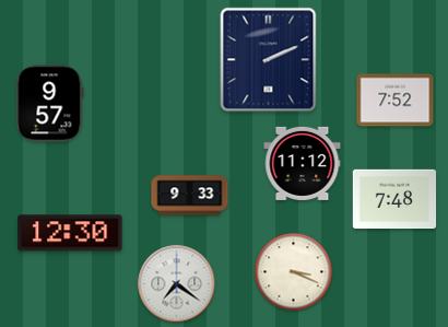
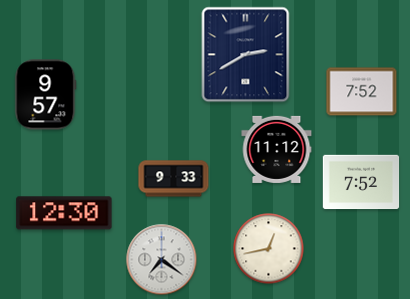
clock at (269, 60): 2:11 -> 2:40
clock at (394, 199): 7:48 -> 7:52
clock at (294, 272): 3:19 -> 12:43
